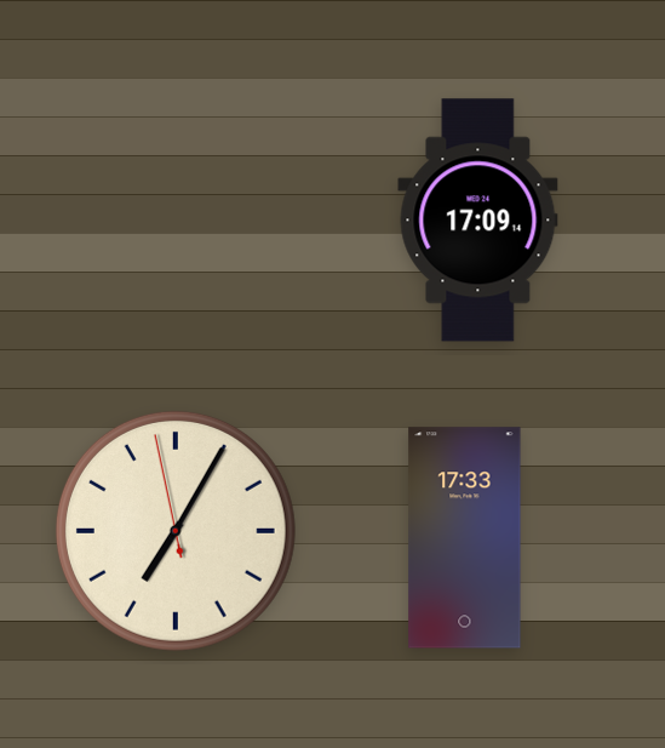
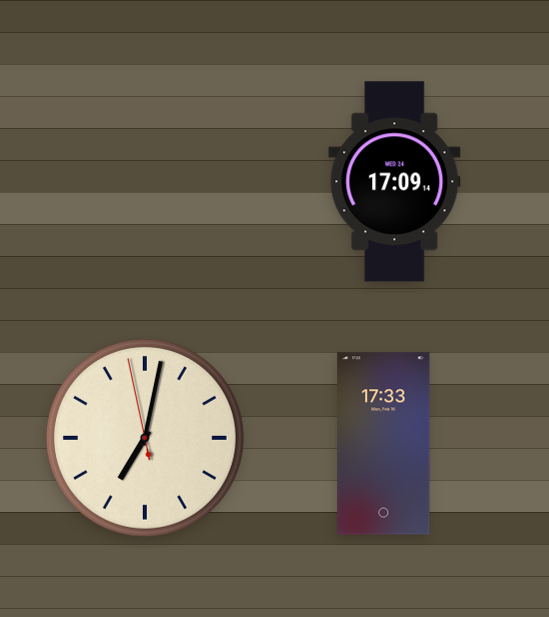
clock at (176, 531): 7:04 -> 7:01
